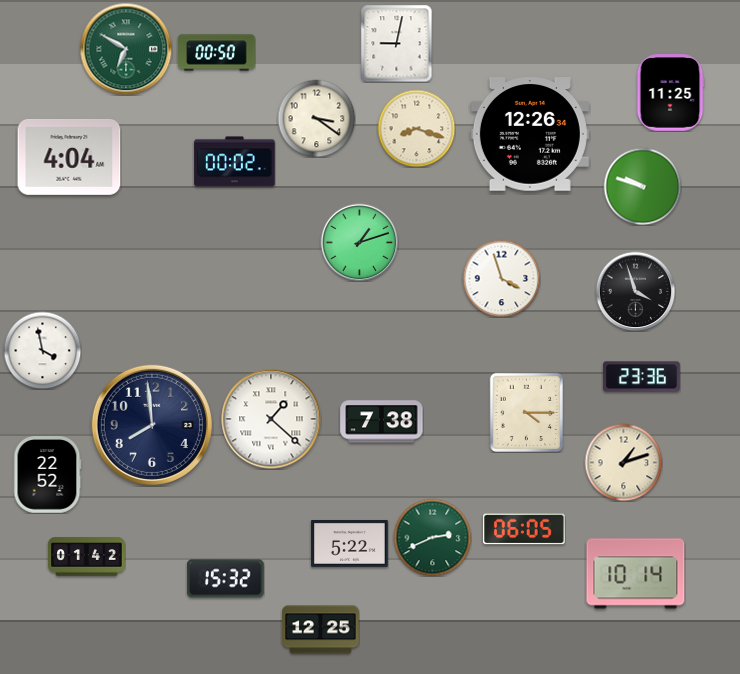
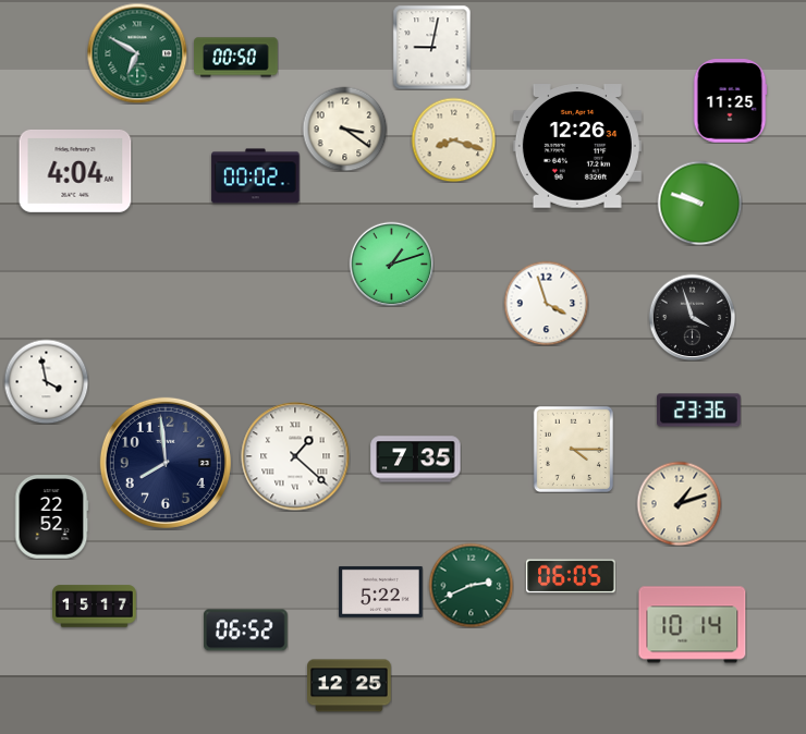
clock at (382, 422): 7:38 -> 7:35
clock at (87, 557): 01:42 -> 15:17
clock at (226, 579): 15:32 -> 06:52
